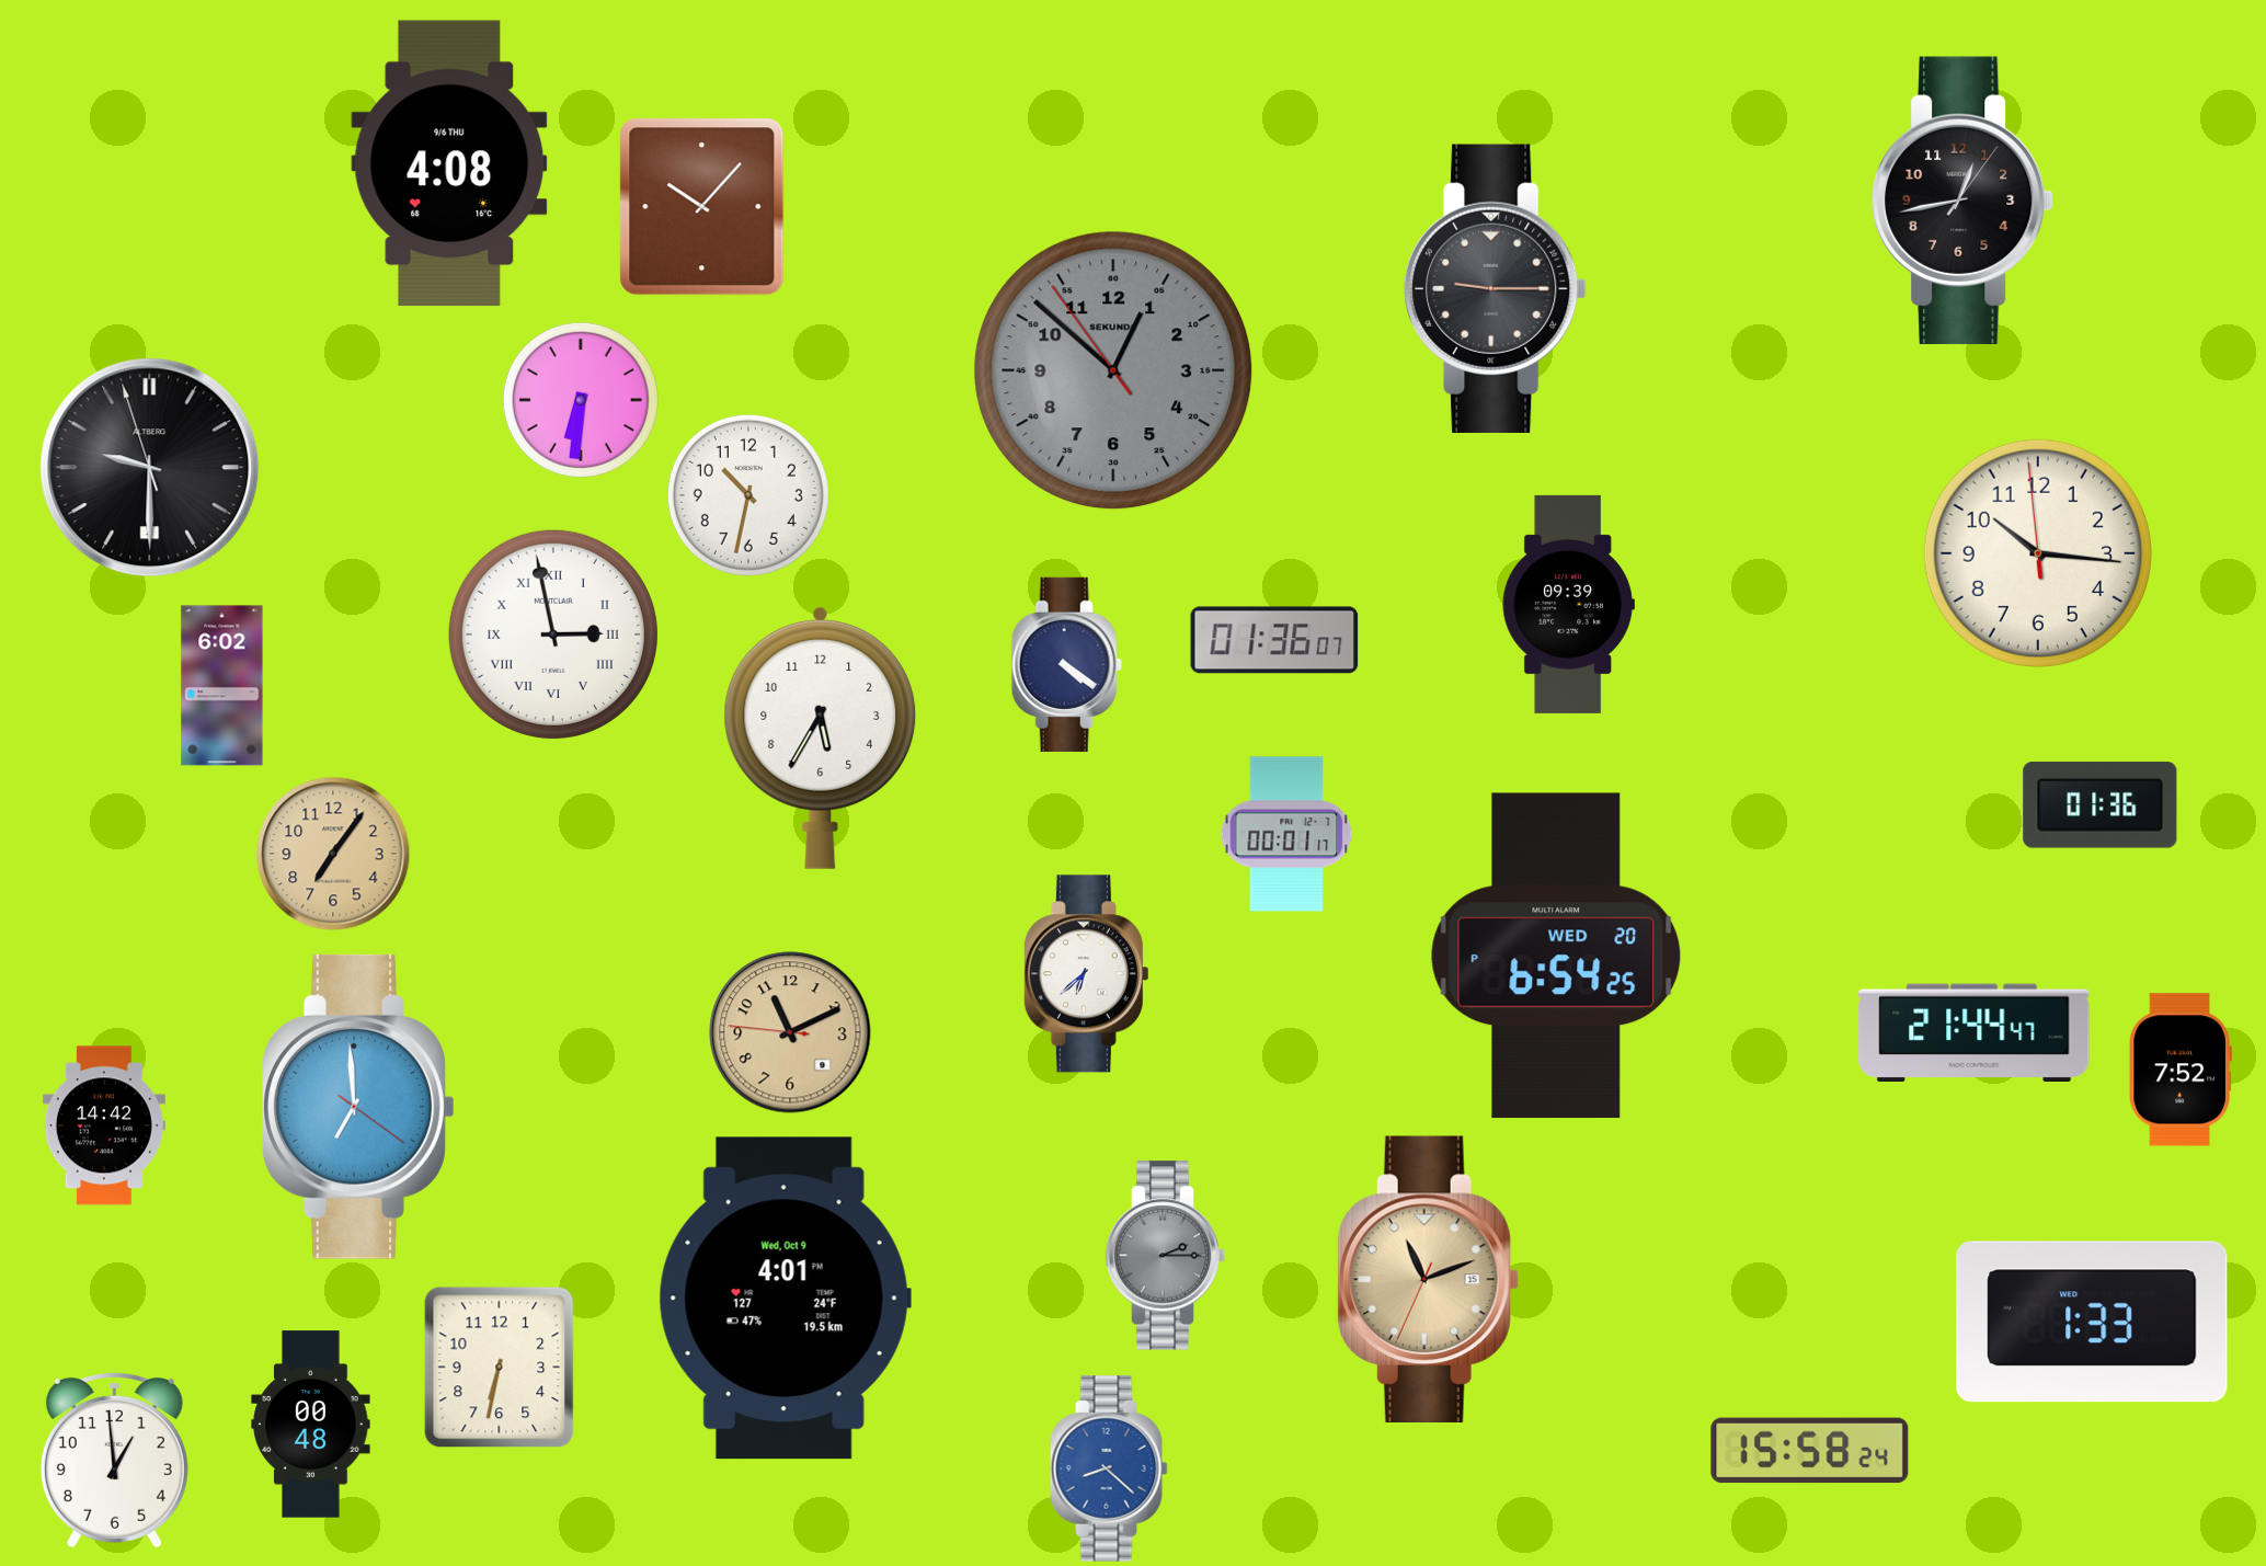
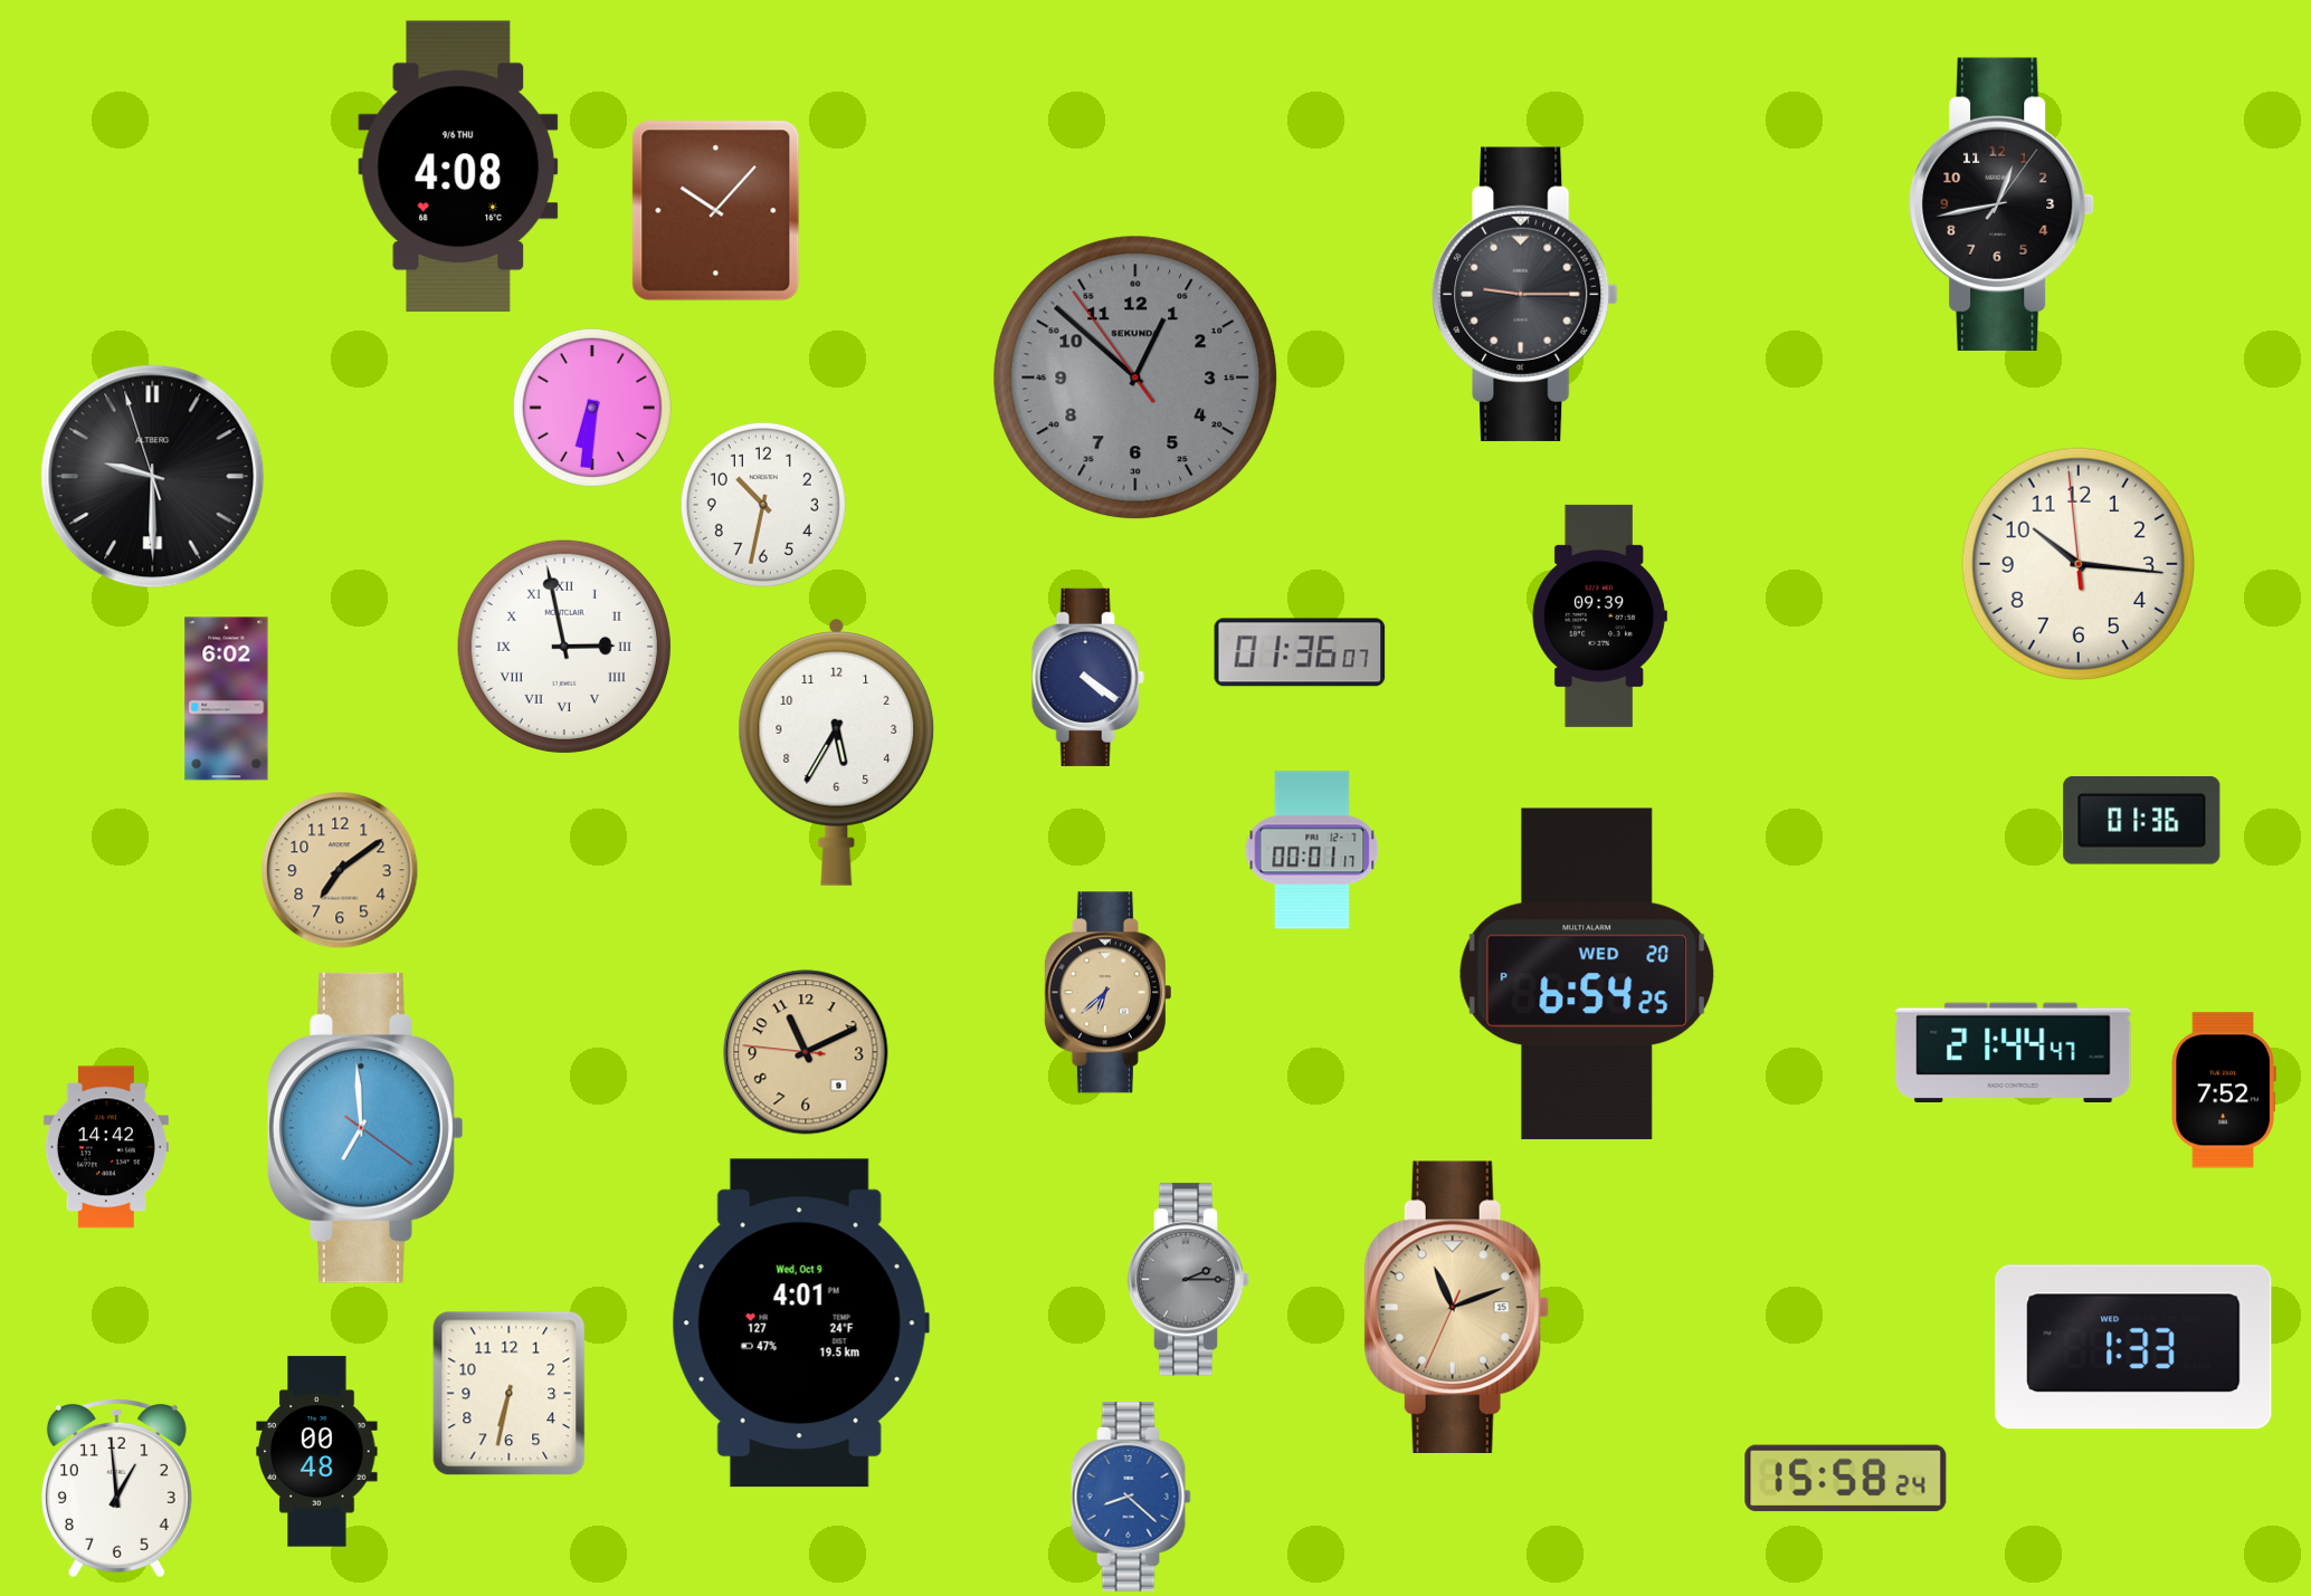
clock at (333, 854): 7:06 -> 7:09
clock at (1086, 974) dial: white -> champagne
clock at (1428, 1279) position: (1428, 1279) -> (1456, 1307)
